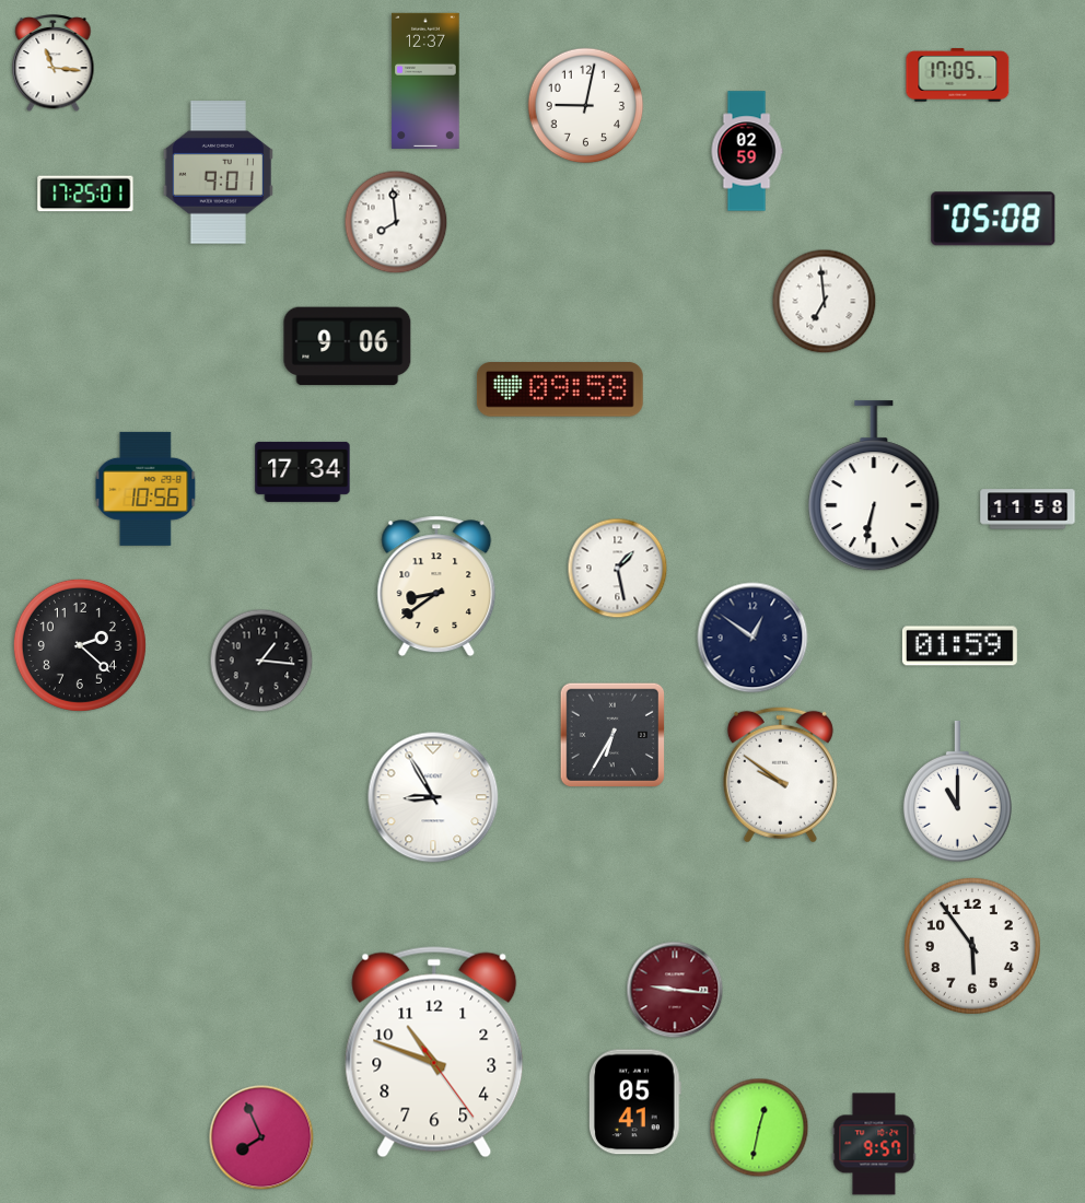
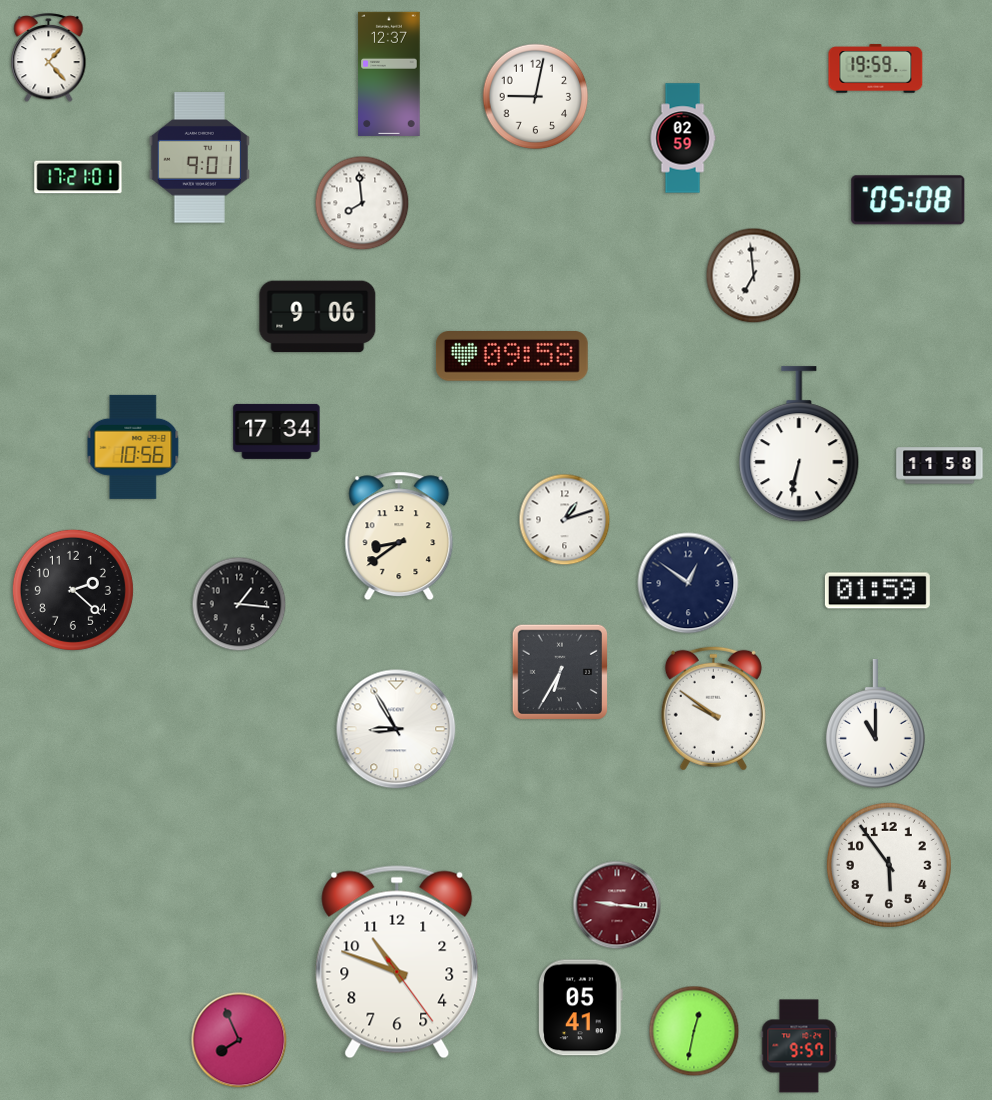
clock at (54, 63): 11:16 -> 1:23
clock at (958, 75): 17:05 -> 19:59
clock at (85, 194): 17:25 -> 17:21
clock at (618, 569): 1:28 -> 1:12
